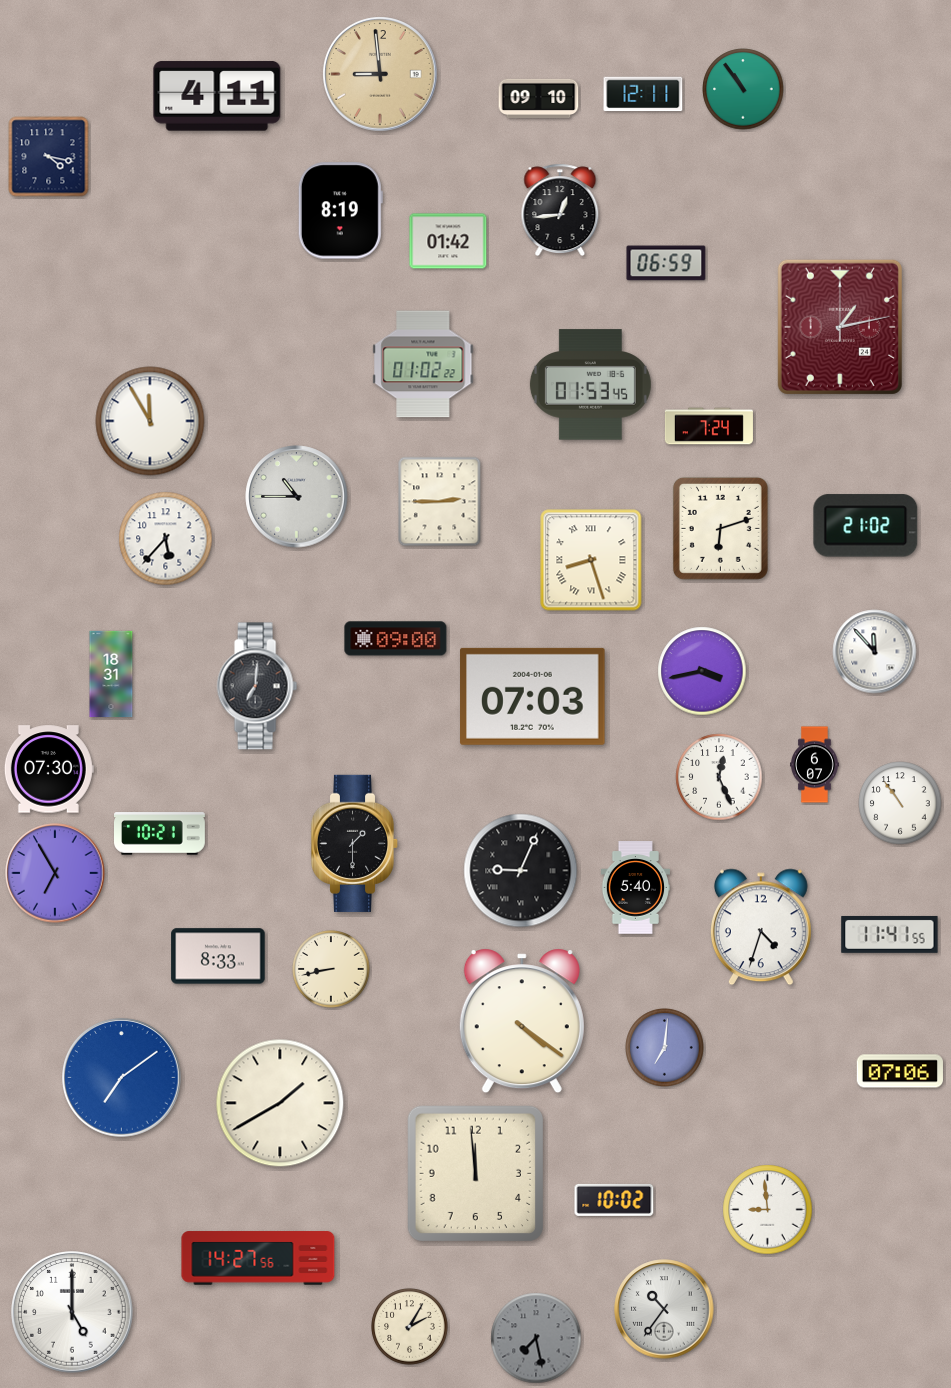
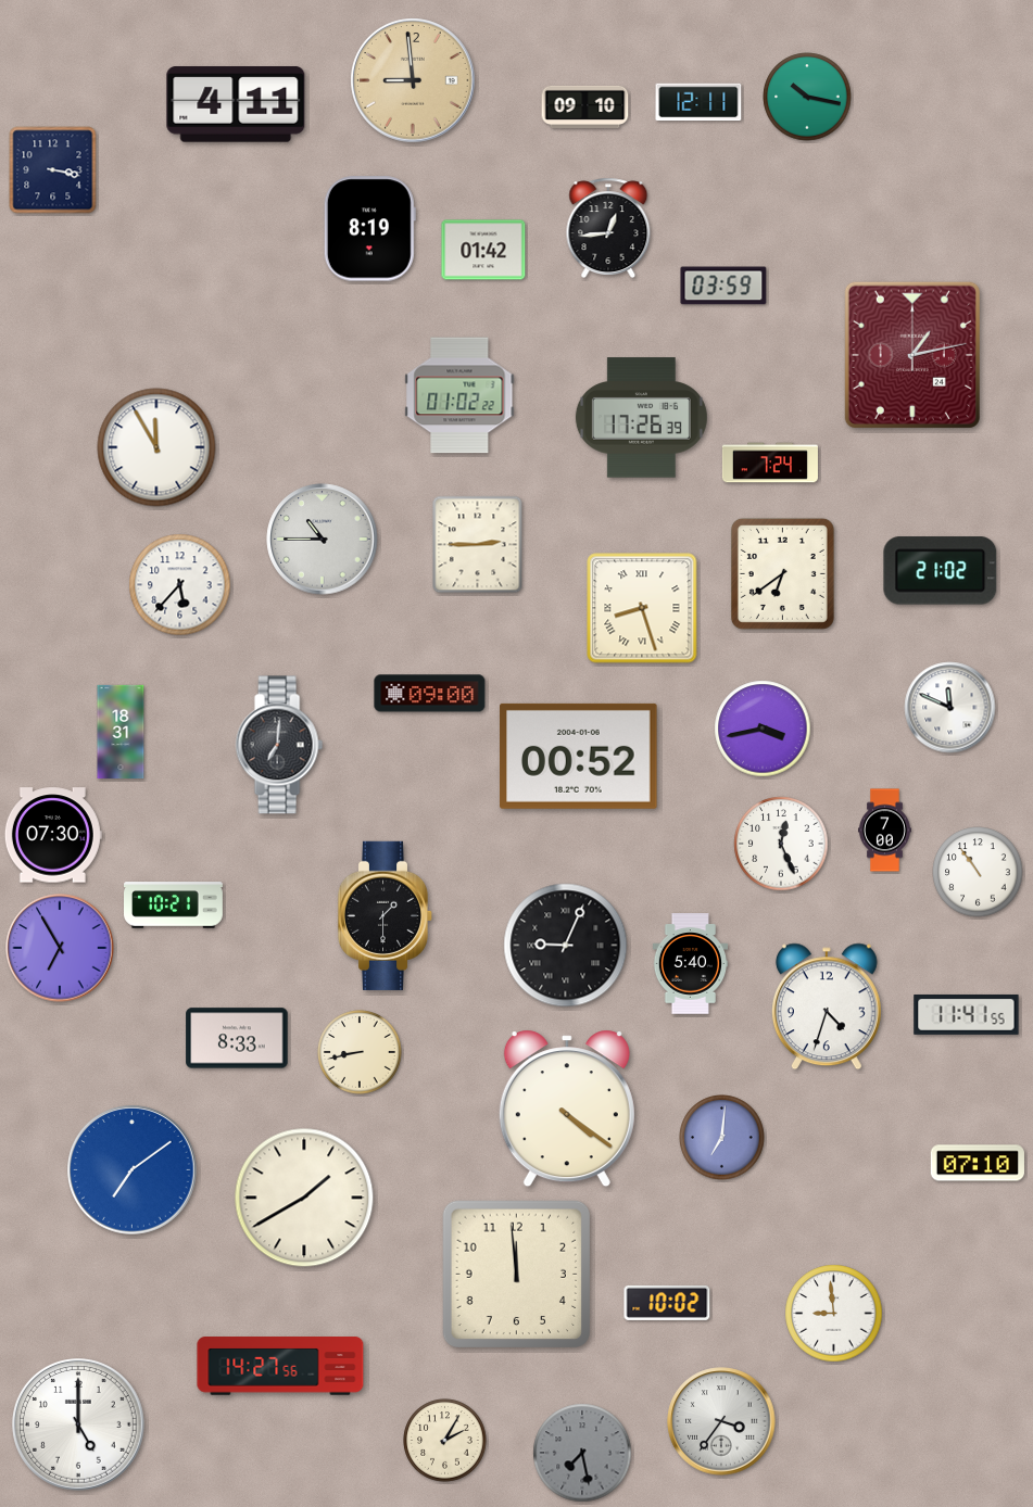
clock at (743, 89): 10:54 -> 10:17
clock at (49, 157): 4:17 -> 3:17
clock at (448, 241) position: (448, 241) -> (483, 250)
clock at (666, 263): 06:59 -> 03:59
clock at (590, 385): 01:53 -> 17:26
clock at (150, 421) position: (150, 421) -> (156, 447)
clock at (720, 528): 6:12 -> 6:39
clock at (875, 652): 11:53 -> 11:49
clock at (533, 696): 07:03 -> 00:52
clock at (815, 765): 6:07 -> 7:00
clock at (900, 1071): 07:06 -> 07:10
clock at (664, 1309): 10:36 -> 3:36
